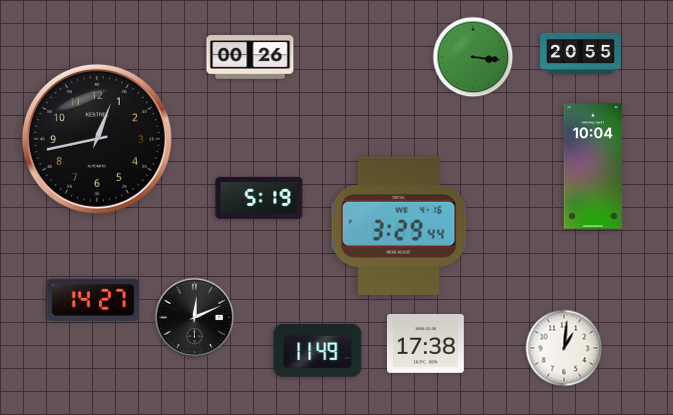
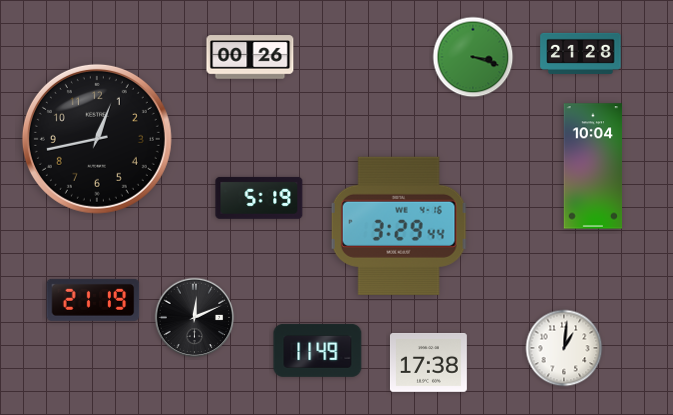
clock at (581, 53): 20:55 -> 21:28
clock at (473, 57): 3:16 -> 3:18
clock at (93, 300): 14:27 -> 21:19
clock at (425, 343) position: (425, 343) -> (428, 362)
